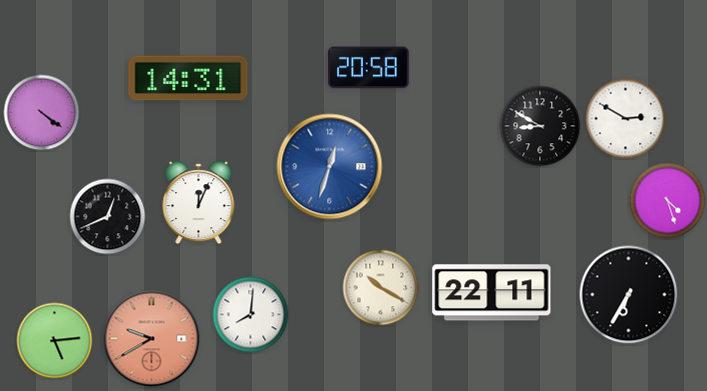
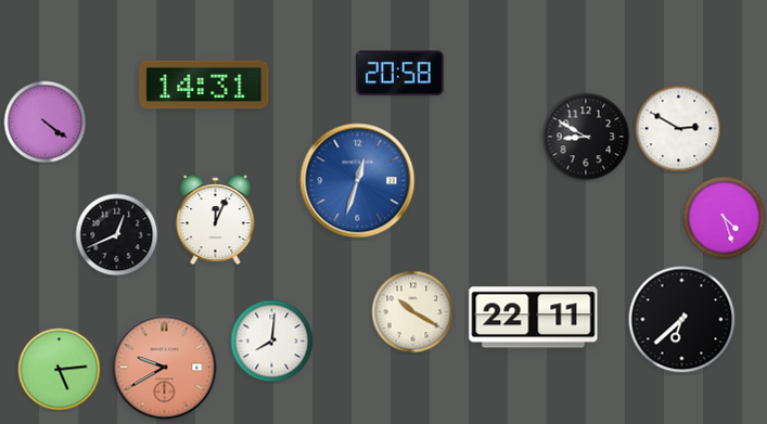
clock at (629, 295): 6:35 -> 6:38
